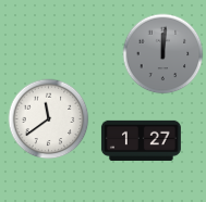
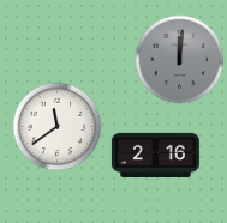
clock at (49, 119) position: (49, 119) -> (58, 127)
clock at (141, 140): 1:27 -> 2:16
